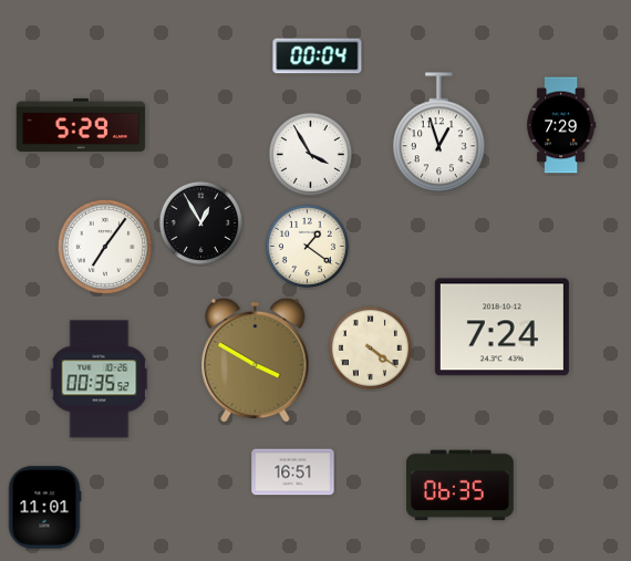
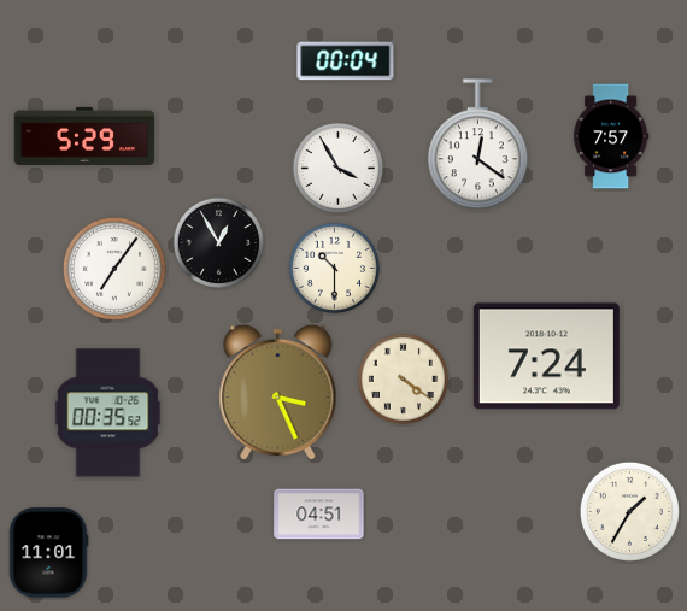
clock at (81, 125) position: (81, 125) -> (84, 136)
clock at (562, 125): 7:29 -> 7:57
clock at (439, 133): 12:57 -> 12:21
clock at (307, 246): 1:21 -> 10:30
clock at (256, 361): 3:50 -> 3:26
clock at (629, 511): none -> 1:35
clock at (293, 472): 16:51 -> 04:51
clock at (459, 486): 06:35 -> none
